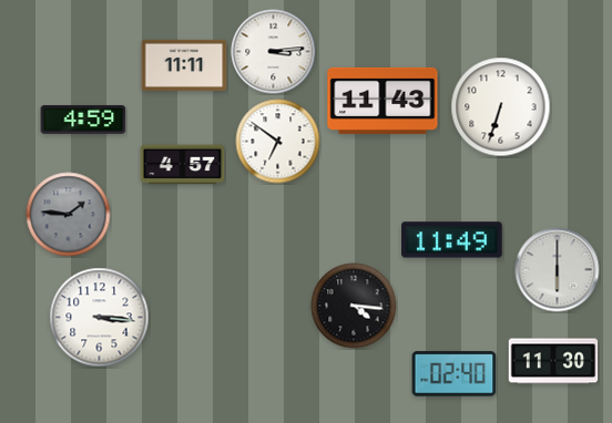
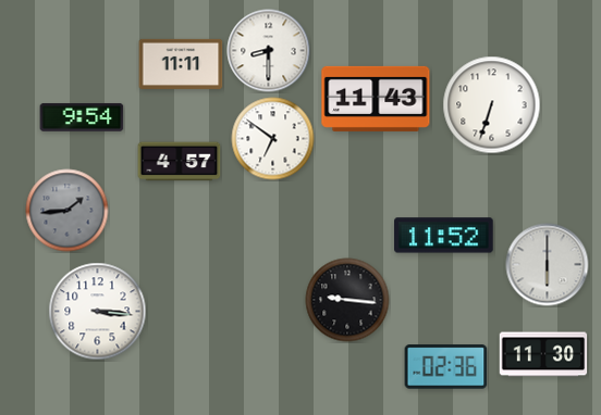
clock at (274, 52): 3:14 -> 8:30
clock at (83, 120): 4:59 -> 9:54
clock at (69, 215): 1:46 -> 1:44
clock at (452, 240): 11:49 -> 11:52
clock at (354, 306): 4:16 -> 9:16
clock at (455, 374): 02:40 -> 02:36
